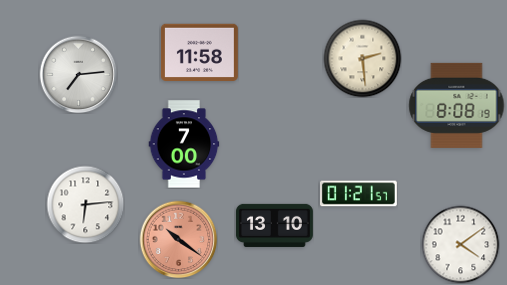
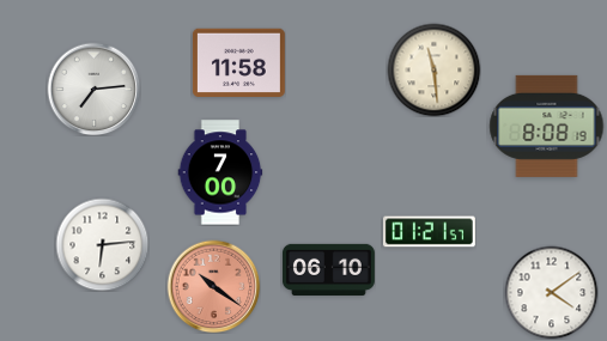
clock at (362, 58): 2:29 -> 11:29
clock at (274, 225): 13:10 -> 06:10
